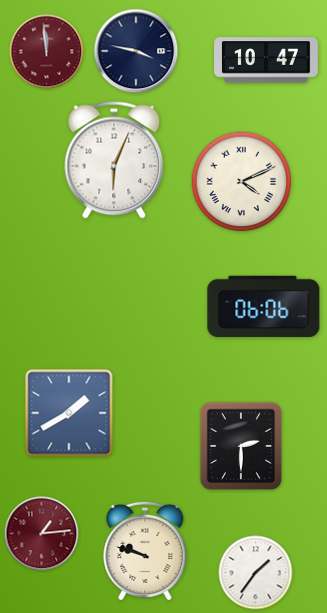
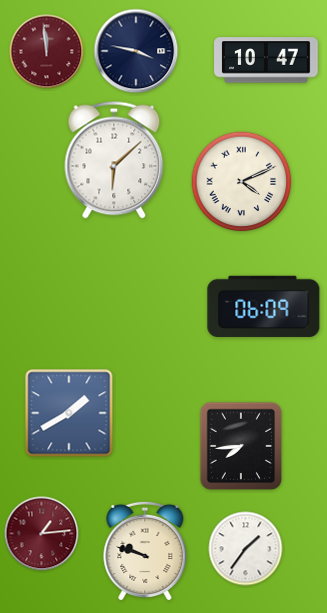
clock at (114, 160): 6:04 -> 6:08
clock at (264, 306): 06:06 -> 06:09
clock at (241, 446): 2:30 -> 7:44
clock at (256, 573) position: (256, 573) -> (246, 549)
